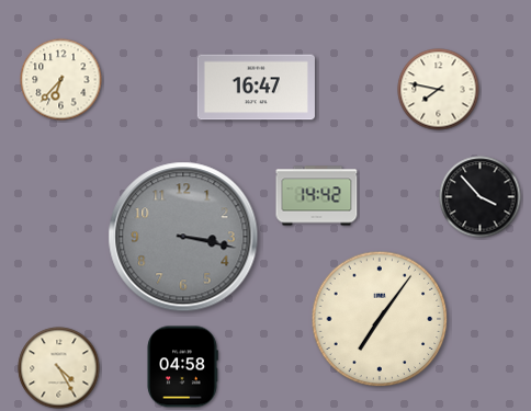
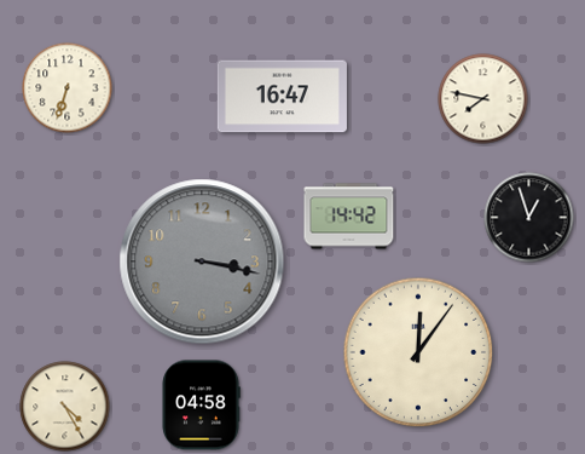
clock at (61, 80): 6:37 -> 6:33
clock at (481, 197): 3:53 -> 12:57
clock at (380, 319): 7:06 -> 12:06
